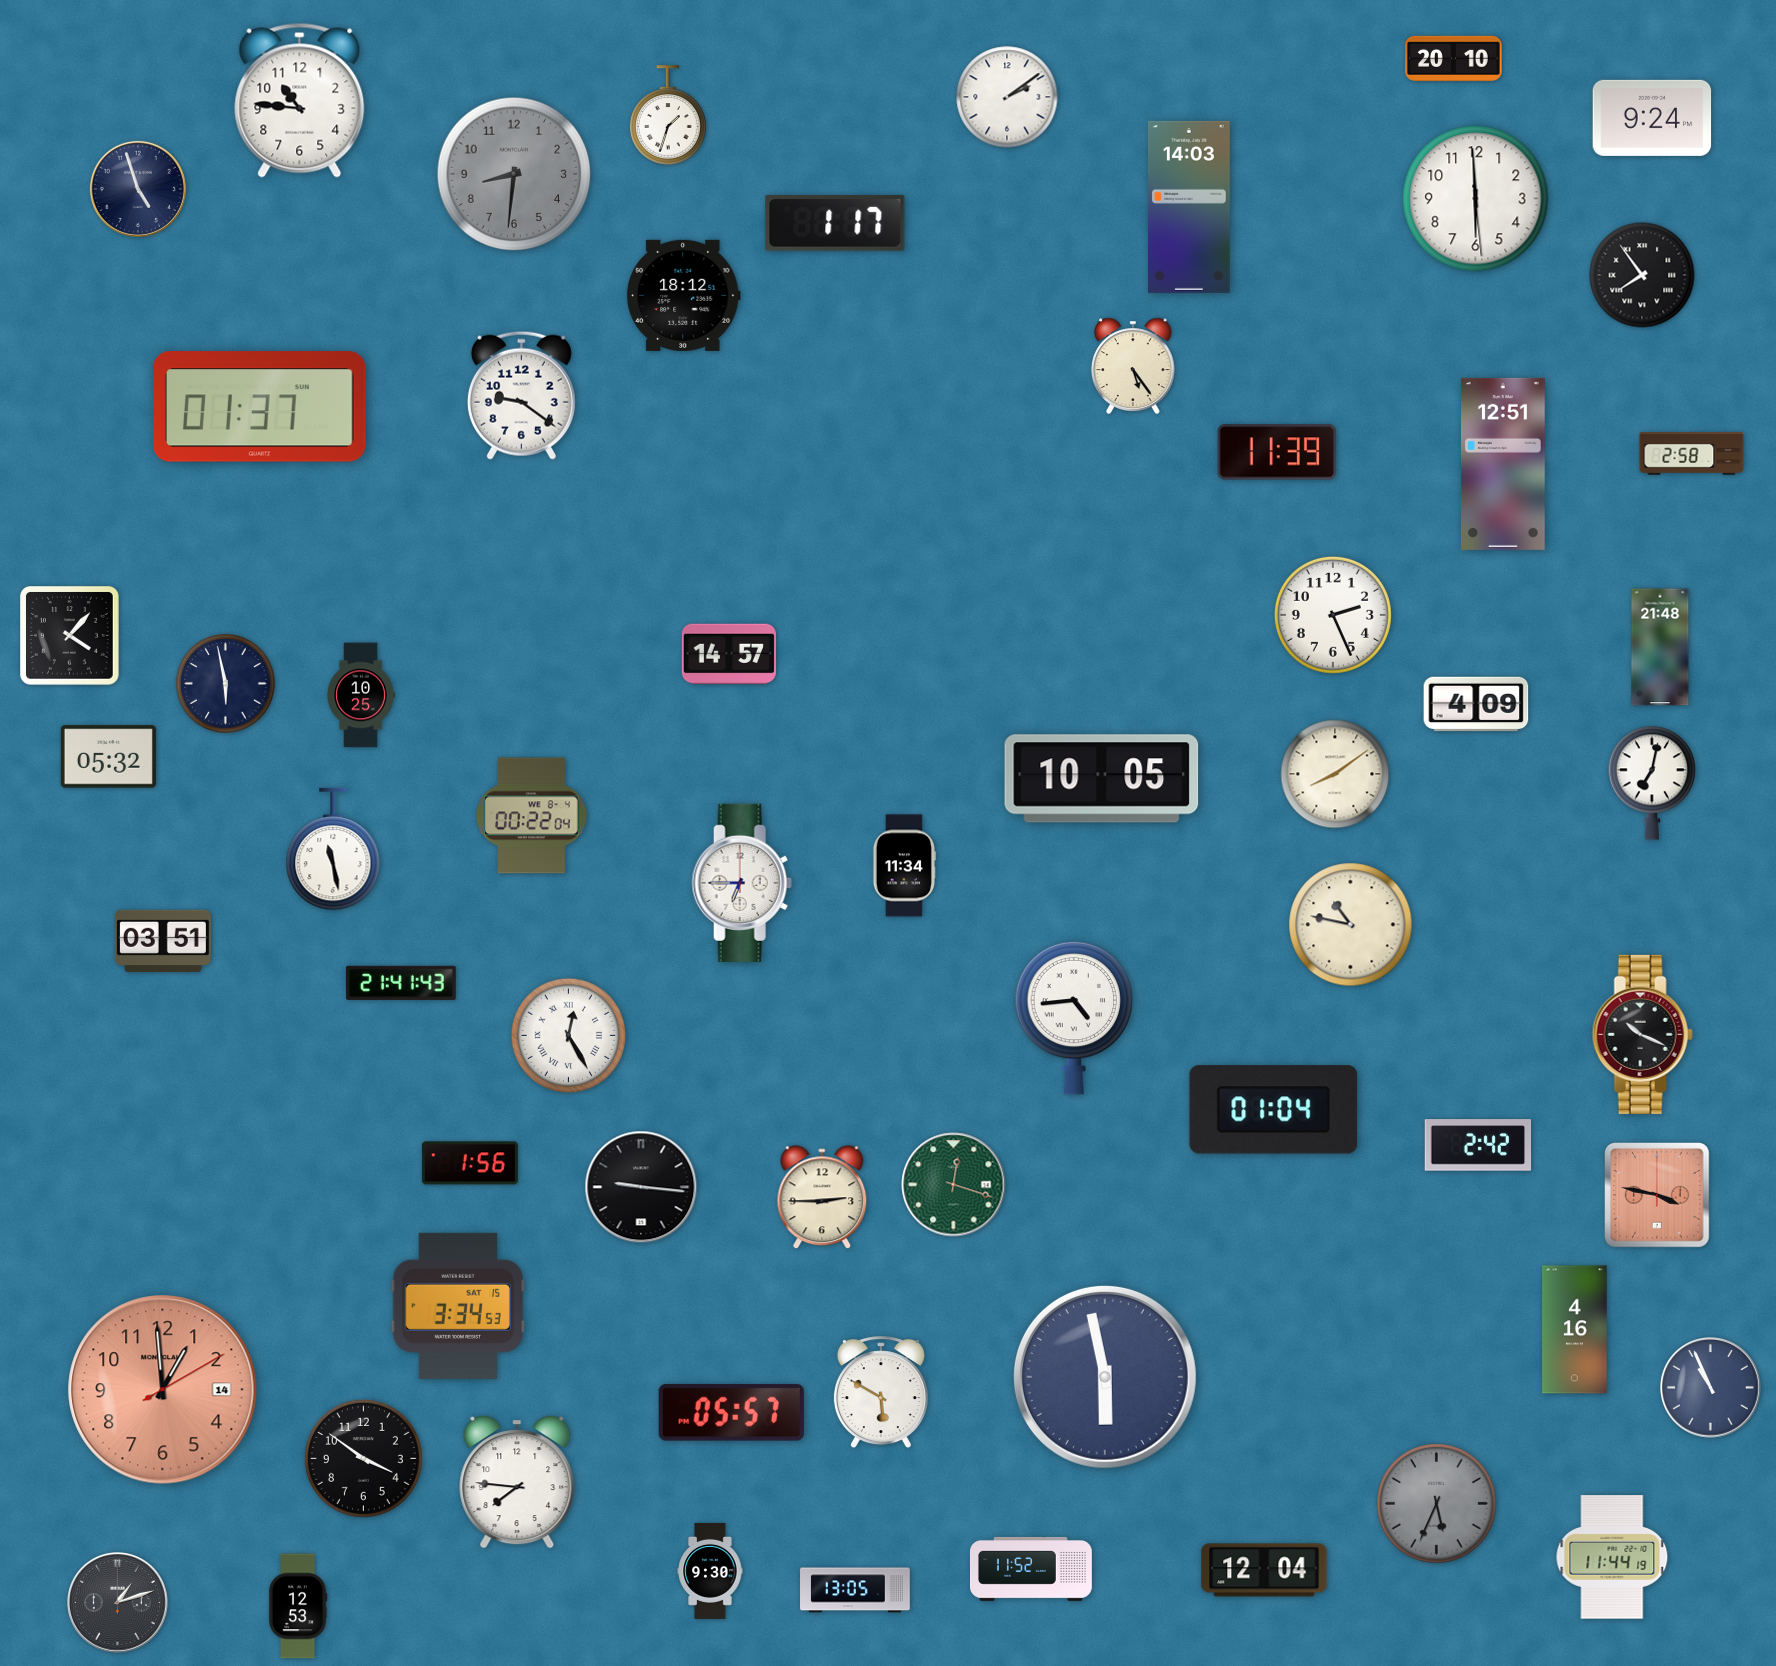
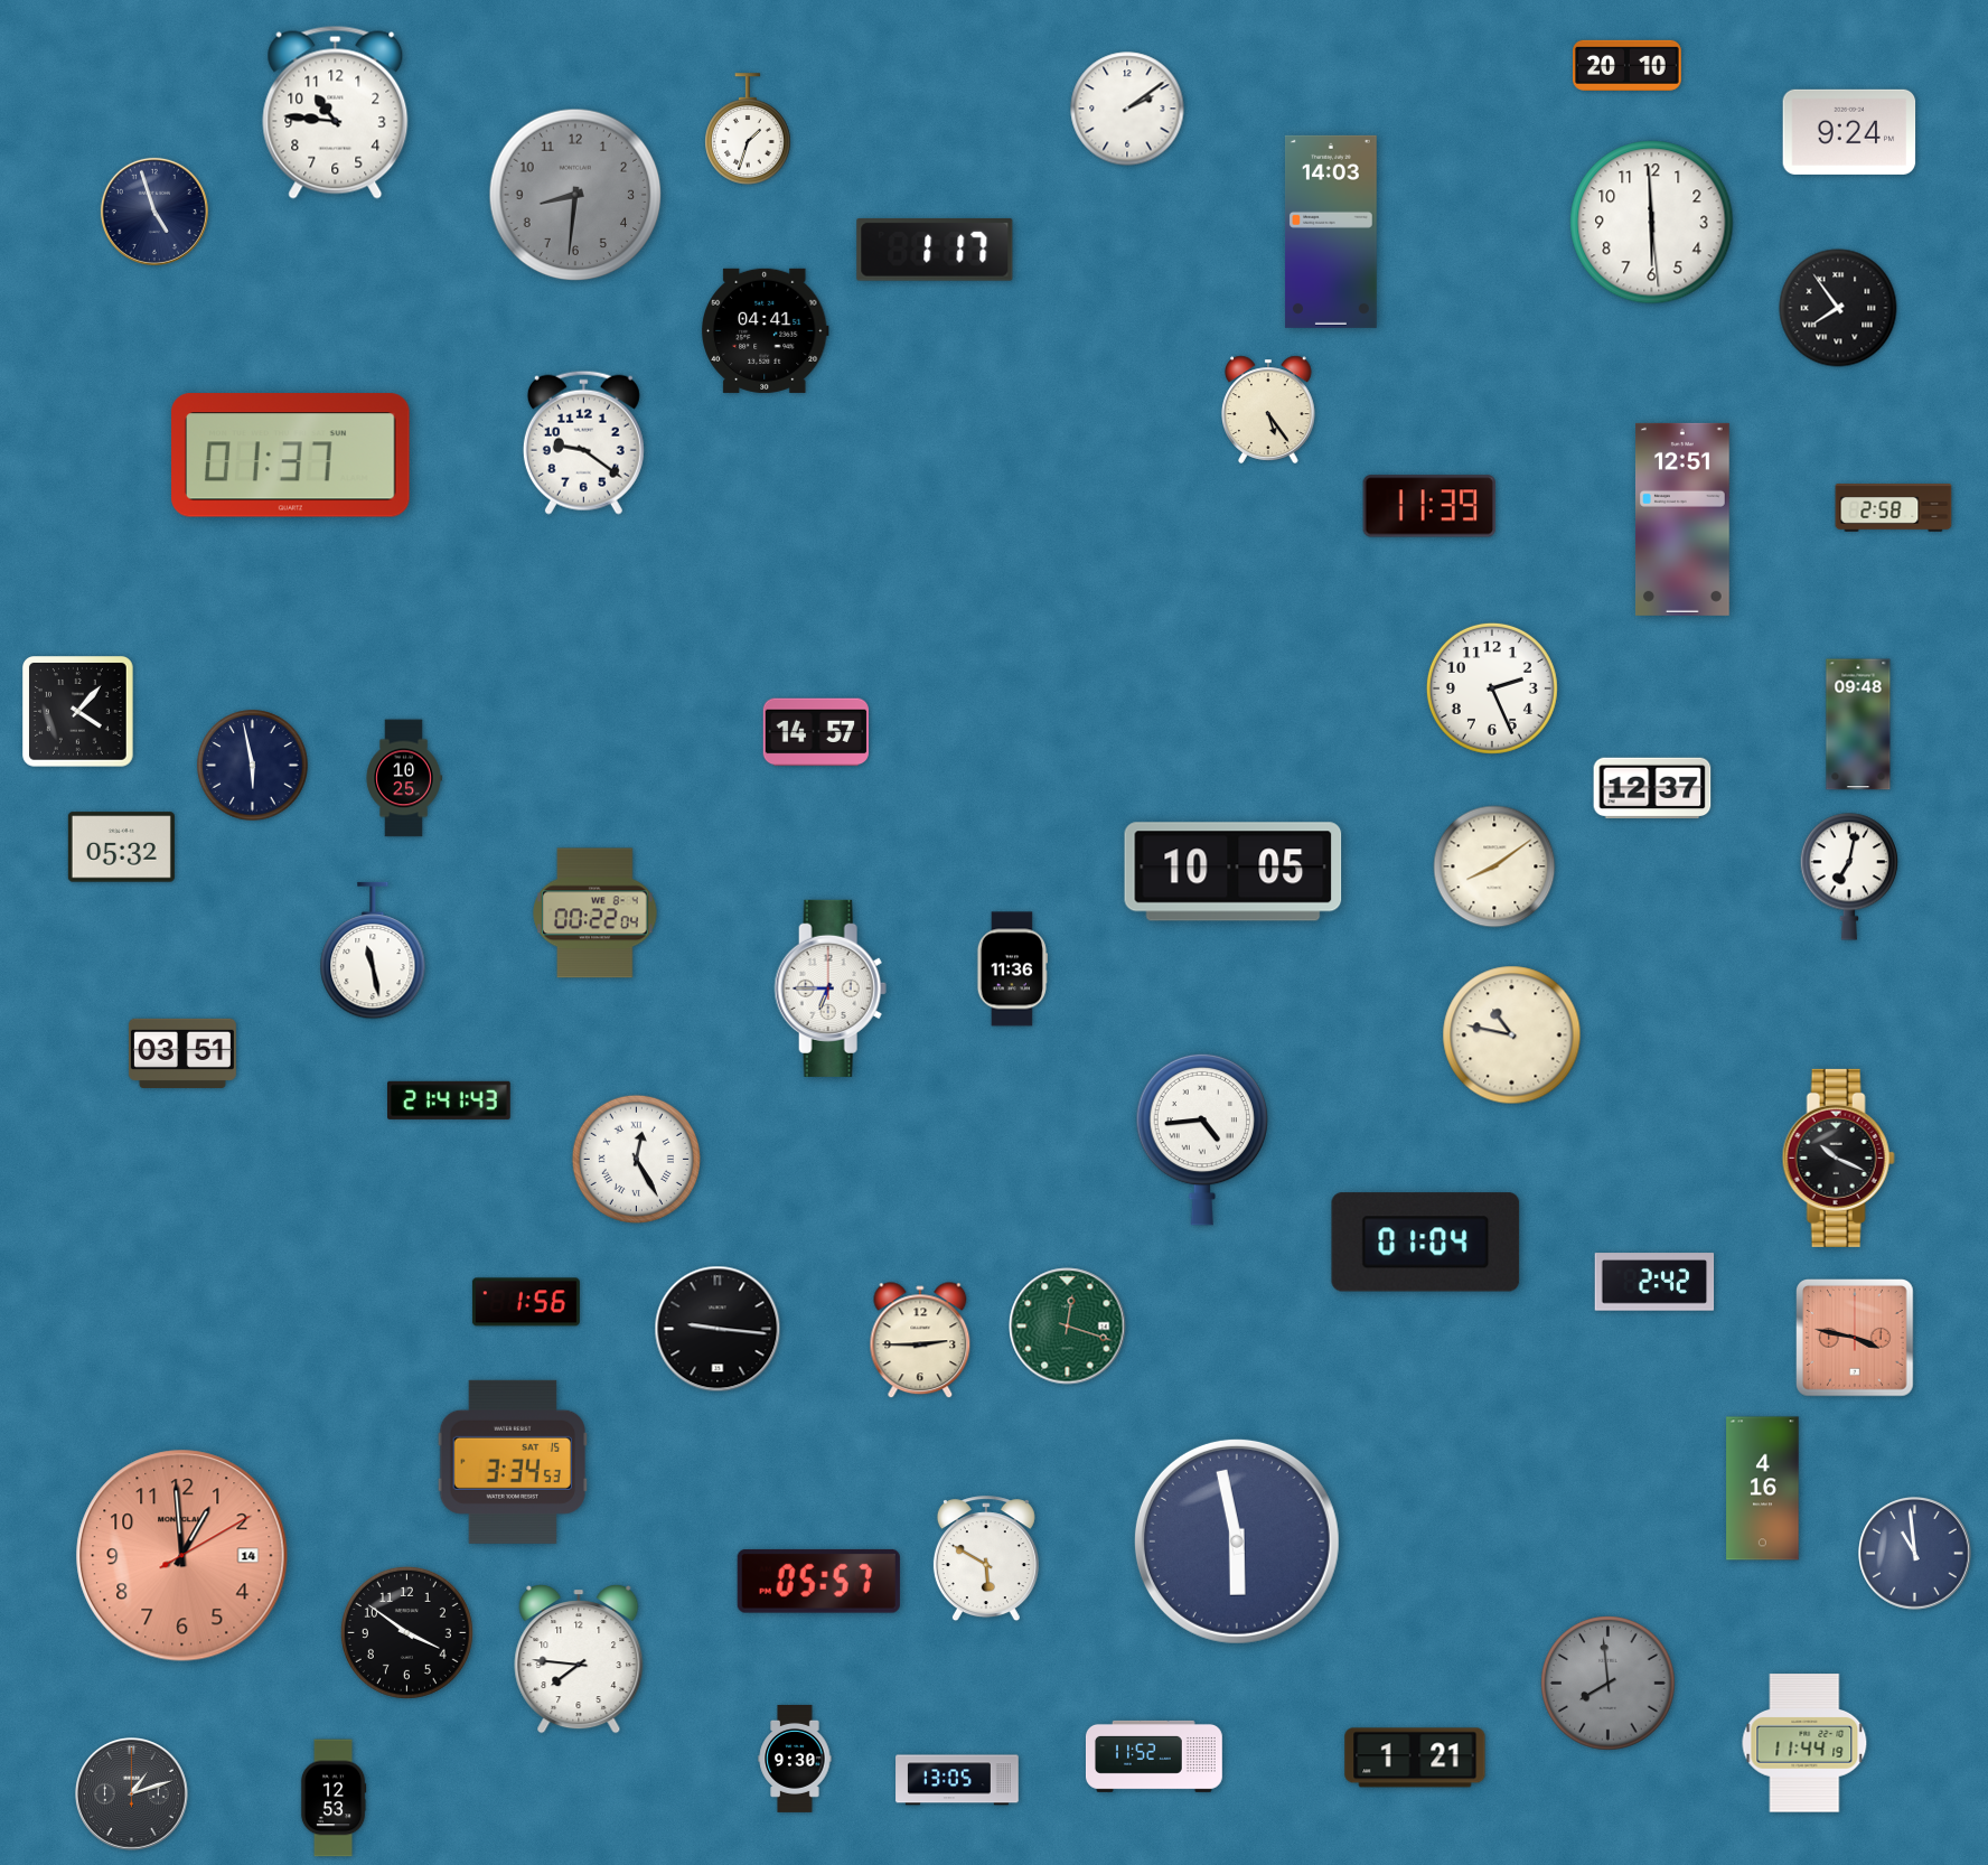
clock at (684, 295): 18:12 -> 04:41
clock at (1660, 647): 21:48 -> 09:48
clock at (1476, 704): 4:09 -> 12:37
clock at (904, 866): 11:34 -> 11:36
clock at (1711, 1388): 10:56 -> 10:59
clock at (1437, 1504): 5:34 -> 7:59
clock at (1264, 1570): 12:04 -> 1:21
